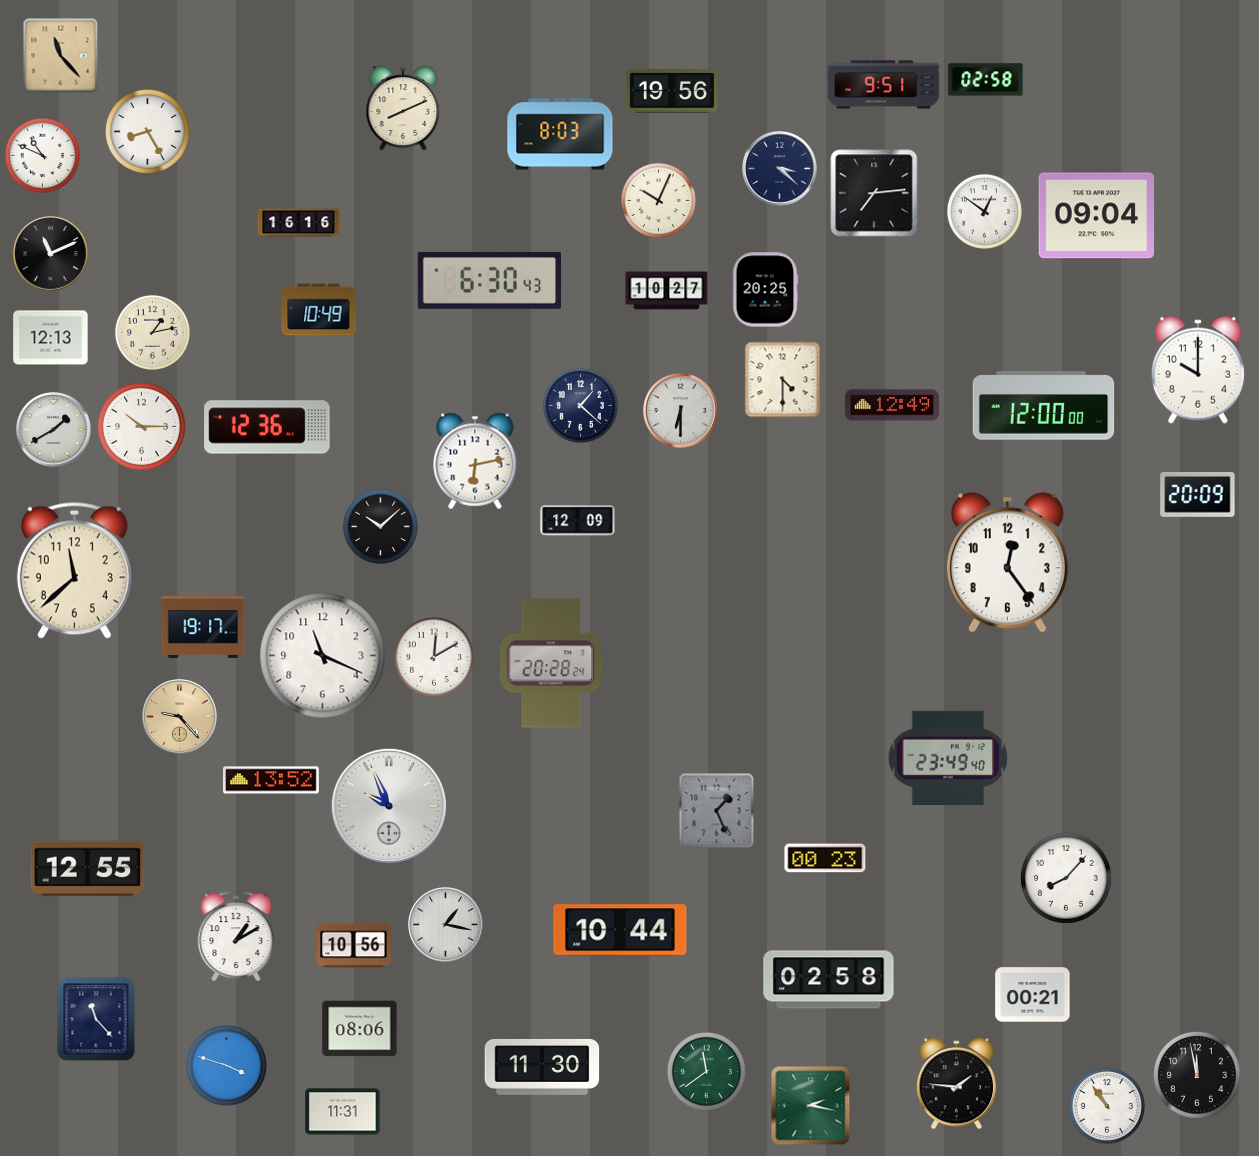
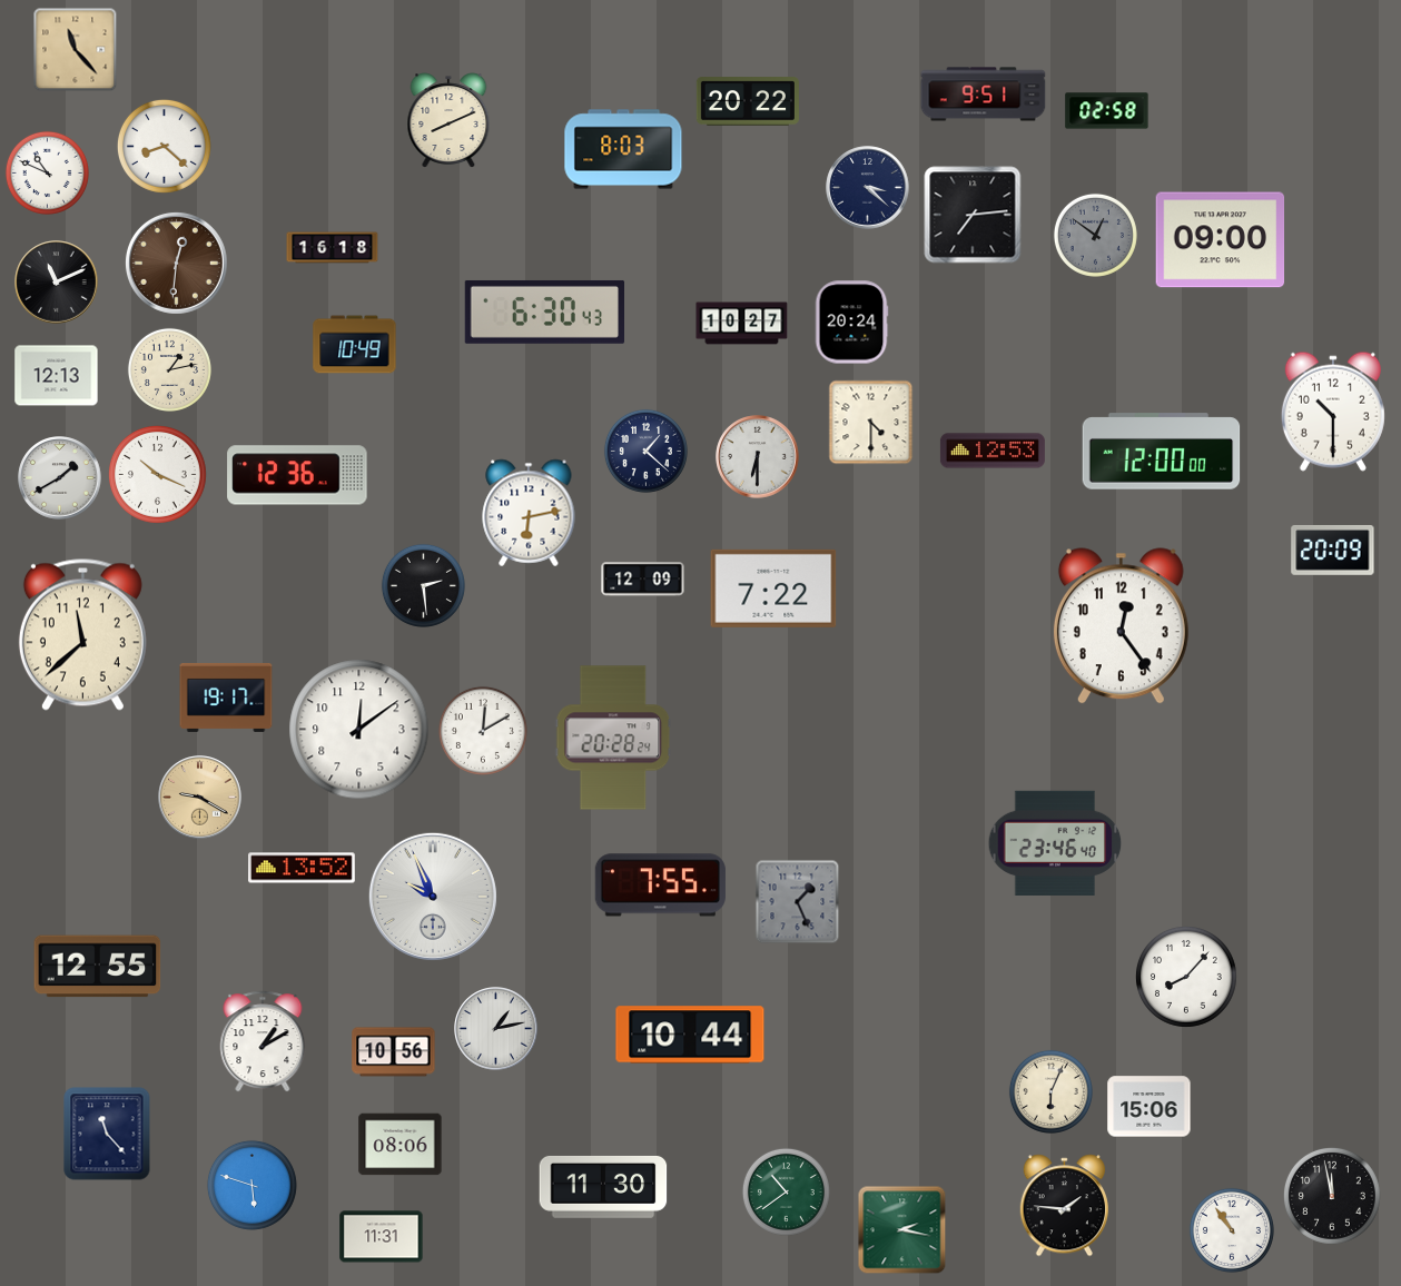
clock at (61, 56) position: (61, 56) -> (76, 50)
clock at (986, 80) position: (986, 80) -> (1107, 111)
clock at (672, 91): 19:56 -> 20:22
clock at (147, 131): 8:25 -> 8:22
clock at (658, 200): 10:04 -> none
clock at (984, 211) dial: white -> grey
clock at (1097, 216): 09:04 -> 09:00
clock at (299, 223): 16:16 -> 16:18
clock at (176, 263): none -> 12:31
clock at (765, 290): 20:25 -> 20:24
clock at (1198, 370): 10:00 -> 10:30
clock at (892, 405): 12:49 -> 12:53
clock at (141, 426): 10:15 -> 10:19
clock at (380, 526): 10:08 -> 2:29
clock at (773, 588): none -> 7:22
clock at (323, 656): 11:19 -> 12:09
clock at (180, 717): 9:23 -> 9:20
clock at (948, 758): 23:49 -> 23:46
clock at (660, 886): none -> 7:55
clock at (825, 858): 00:23 -> none
clock at (446, 925): 1:17 -> 1:13
clock at (829, 980): 02:58 -> none
clock at (1050, 1091): none -> 6:04
clock at (1033, 995): 00:21 -> 15:06
clock at (226, 1065): 3:48 -> 5:48
clock at (706, 1071): 11:39 -> 10:39
